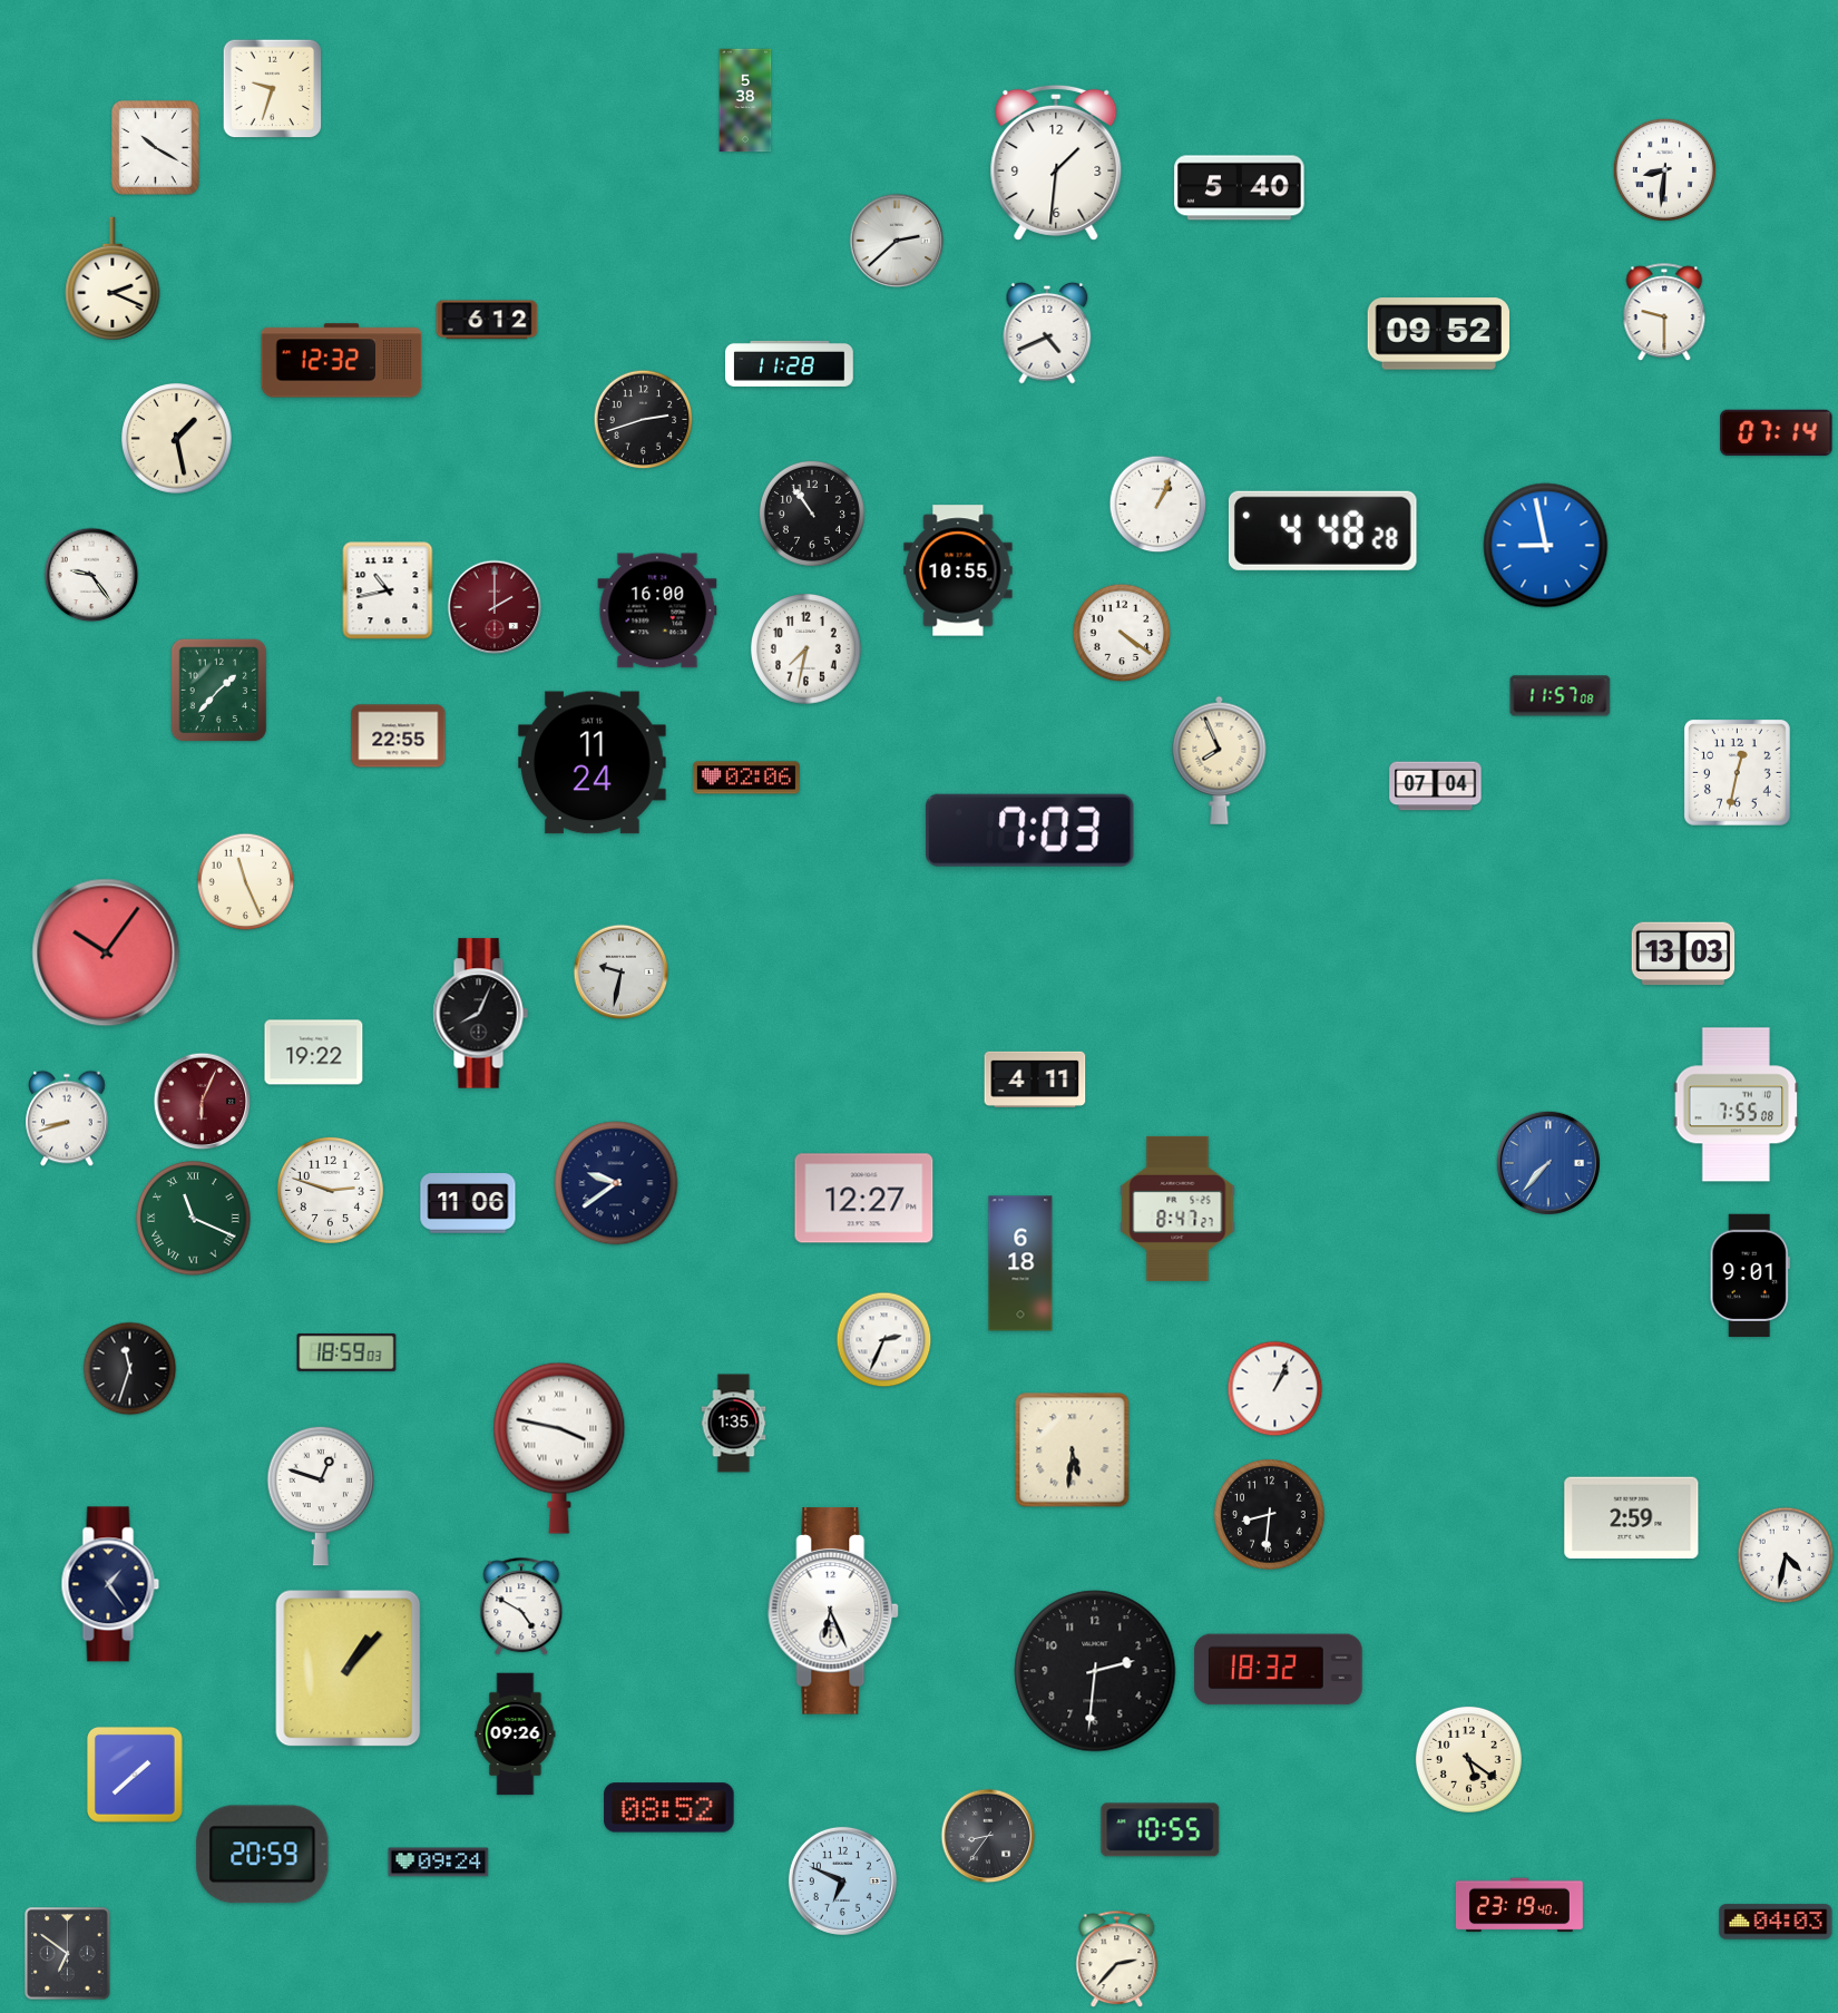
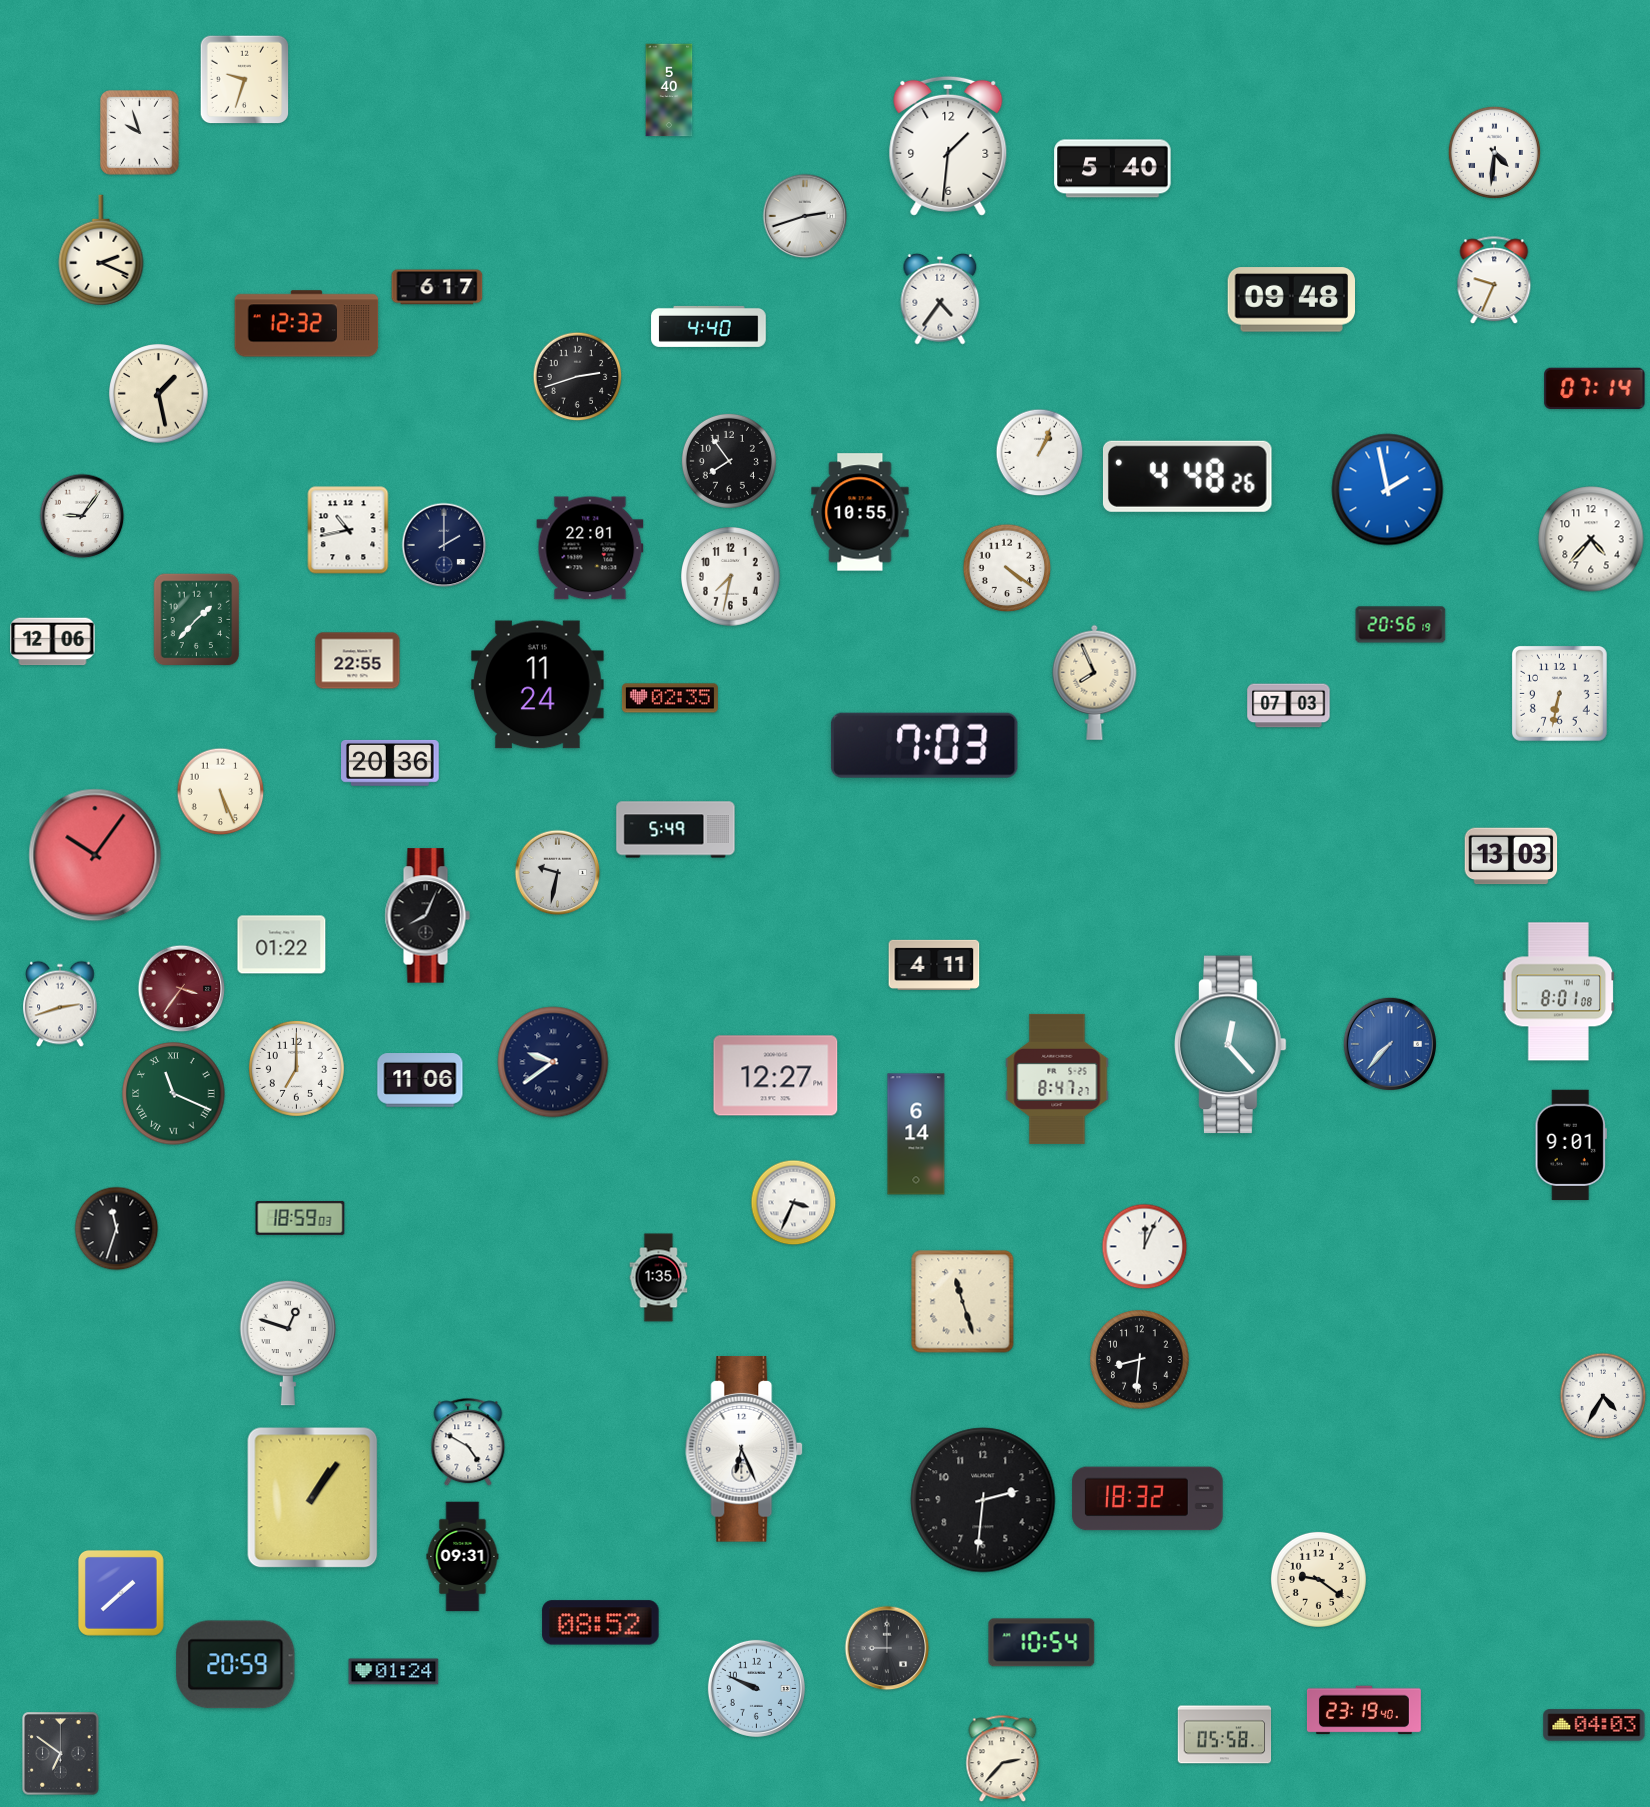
clock at (745, 100): 5:38 -> 5:40
clock at (156, 148): 10:20 -> 9:57
clock at (1664, 169): 8:31 -> 4:31
clock at (897, 241): 2:38 -> 2:42
clock at (1664, 313): 9:30 -> 9:34
clock at (487, 320): 6:12 -> 6:17
clock at (1047, 333): 4:41 -> 4:36
clock at (1438, 334): 09:52 -> 09:48
clock at (790, 363): 11:28 -> 4:40
clock at (812, 514): 10:54 -> 7:54
clock at (1322, 530): 4:48:28 -> 4:48:26
clock at (1546, 546): 8:58 -> 1:58
clock at (91, 575): 9:24 -> 9:06
clock at (1591, 539): none -> 4:37
clock at (495, 607) dial: burgundy -> navy
clock at (657, 610): 16:00 -> 22:01
clock at (806, 649) position: (806, 649) -> (731, 577)
clock at (1561, 696): 11:57 -> 20:56
clock at (53, 642): none -> 12:06
clock at (593, 763) position: (593, 763) -> (538, 685)
clock at (1738, 773): 12:32 -> 6:32
clock at (746, 778): 02:06 -> 02:35
clock at (1436, 786): 07:04 -> 07:03
clock at (391, 763): none -> 20:36
clock at (246, 882): 11:26 -> 5:26
clock at (676, 830): none -> 5:49
clock at (480, 1014) position: (480, 1014) -> (427, 916)
clock at (314, 1053): 19:22 -> 01:22
clock at (1035, 1079) position: (1035, 1079) -> (934, 965)
clock at (203, 1102): 6:04 -> 3:36
clock at (1737, 1105): 7:55 -> 8:01
clock at (67, 1118): 8:42 -> 2:42
clock at (1231, 1045): none -> 12:23
clock at (330, 1190): 2:48 -> 7:00
clock at (1177, 1209) position: (1177, 1209) -> (1057, 1079)
clock at (1020, 1263): 6:18 -> 6:14
clock at (884, 1340): 2:34 -> 3:34
clock at (346, 1352) position: (346, 1352) -> (300, 1218)
clock at (1275, 1389): 1:04 -> 12:04
clock at (559, 1448): 3:47 -> none
clock at (1073, 1450): 5:31 -> 11:27
clock at (1632, 1518): 2:59 -> none
clock at (1786, 1555): 4:32 -> 4:35
clock at (110, 1584): 1:24 -> none
clock at (834, 1611) position: (834, 1611) -> (745, 1449)
clock at (349, 1669): 1:07 -> 1:06
clock at (516, 1734): 09:26 -> 09:31
clock at (1468, 1759): 5:21 -> 9:21
clock at (1161, 1830): 10:55 -> 10:54
clock at (988, 1836): 8:36 -> 9:00
clock at (439, 1863): 09:24 -> 01:24
clock at (842, 1880): 6:49 -> 9:49
clock at (1225, 1735): none -> 05:58
